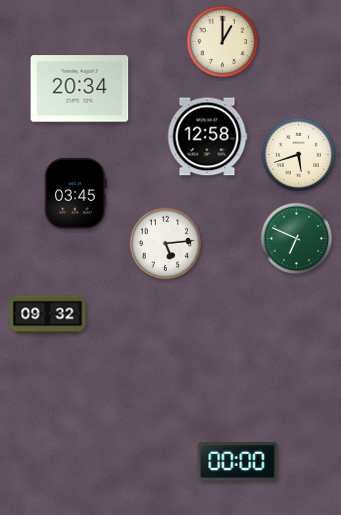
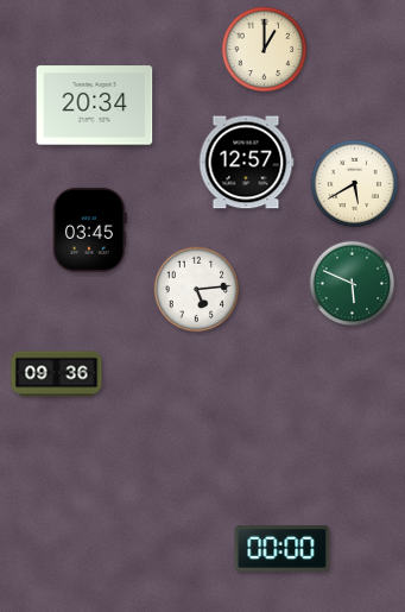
clock at (207, 137): 12:58 -> 12:57
clock at (299, 155): 5:42 -> 5:40
clock at (297, 239): 6:49 -> 5:49
clock at (48, 315): 09:32 -> 09:36
